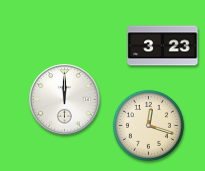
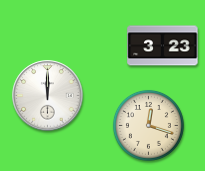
clock at (65, 100) position: (65, 100) -> (48, 96)
